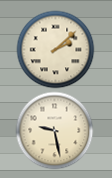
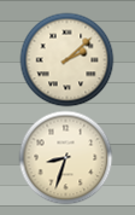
clock at (54, 130): 9:28 -> 8:33
